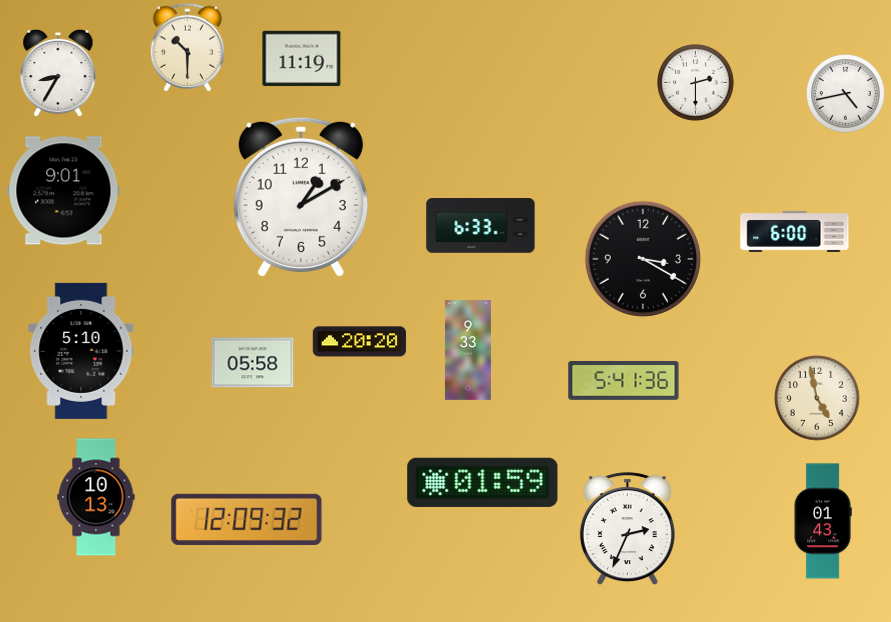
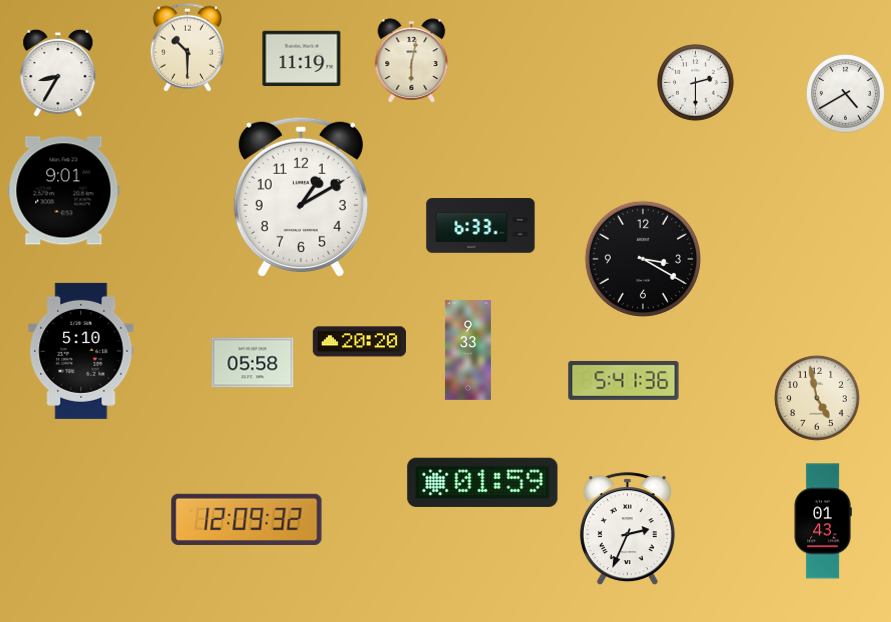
clock at (412, 61): none -> 6:02
clock at (846, 94): 4:43 -> 4:40
clock at (795, 231): 6:00 -> none
clock at (96, 497): 10:13 -> none
